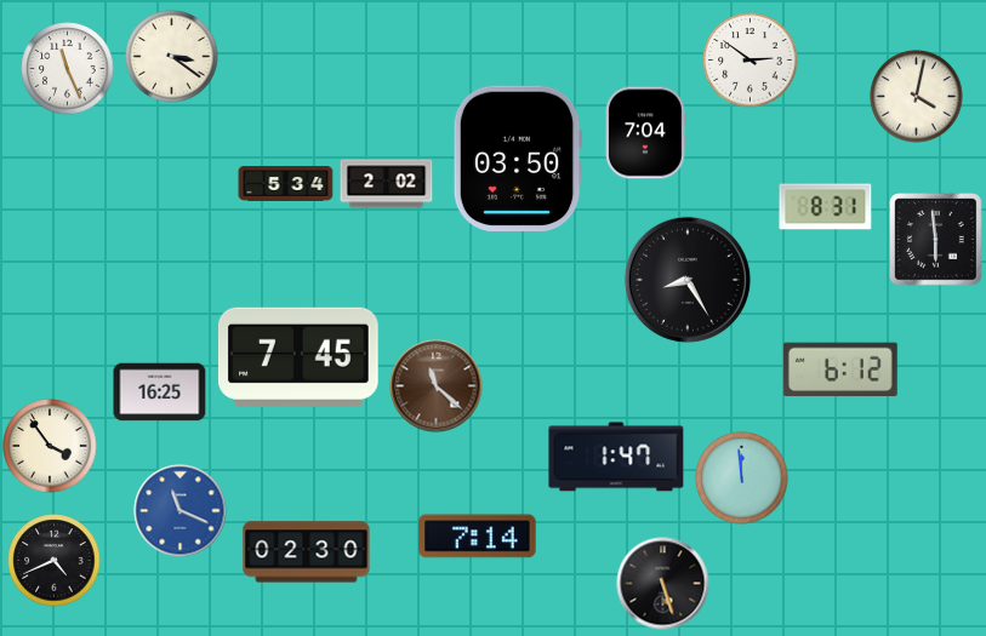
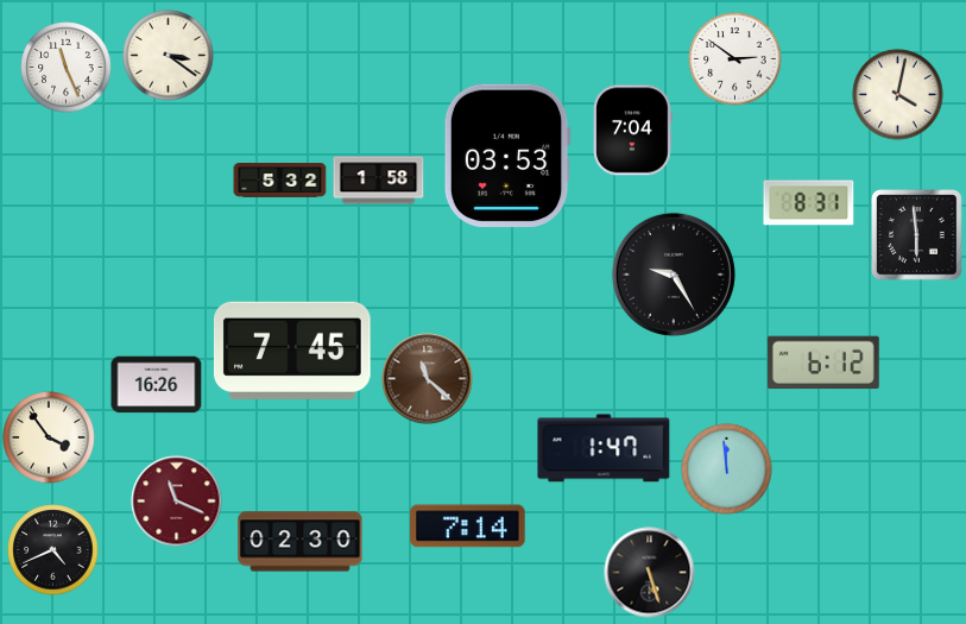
clock at (518, 157): 03:50 -> 03:53
clock at (286, 184): 5:34 -> 5:32
clock at (387, 184): 2:02 -> 1:58
clock at (688, 280): 8:25 -> 9:25
clock at (160, 393): 16:25 -> 16:26
clock at (181, 511) dial: blue -> burgundy
